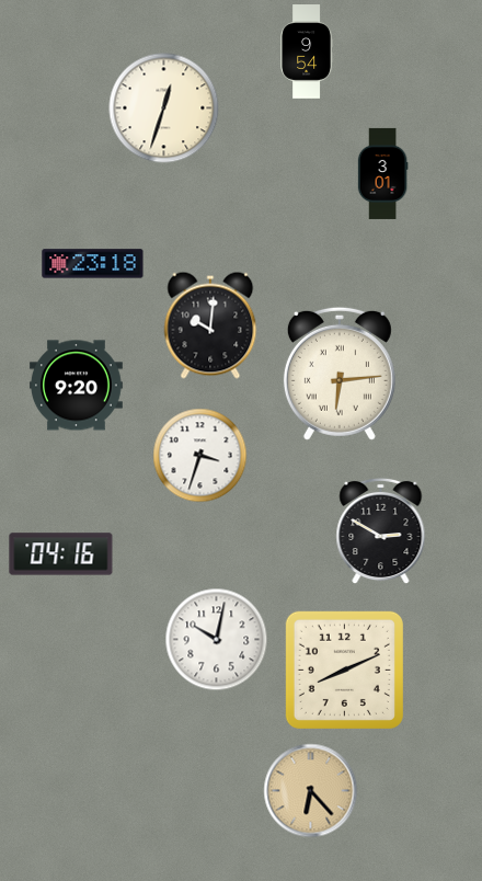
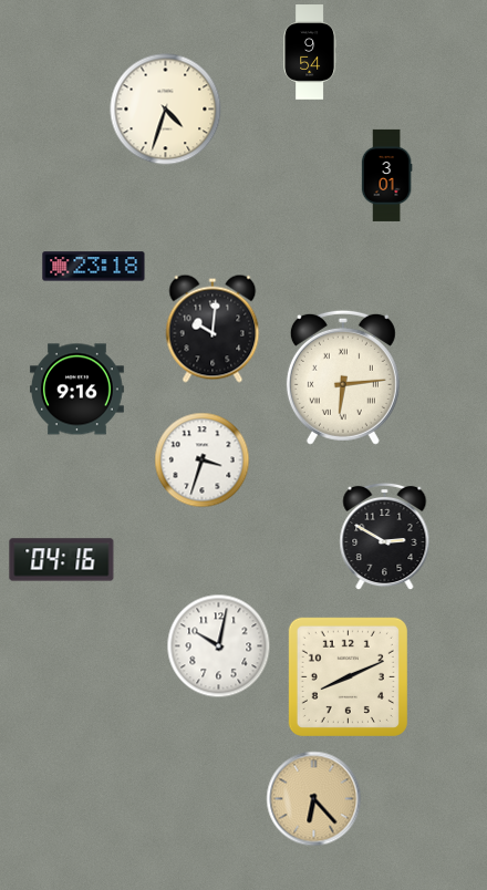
clock at (164, 108): 12:33 -> 4:33
clock at (76, 386): 9:20 -> 9:16
